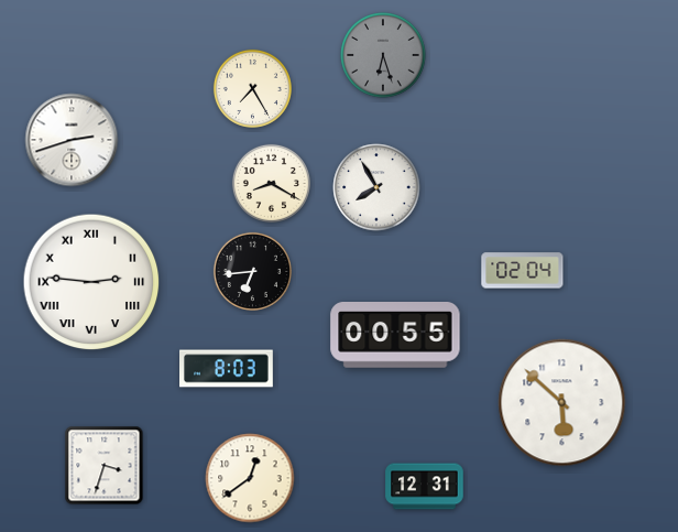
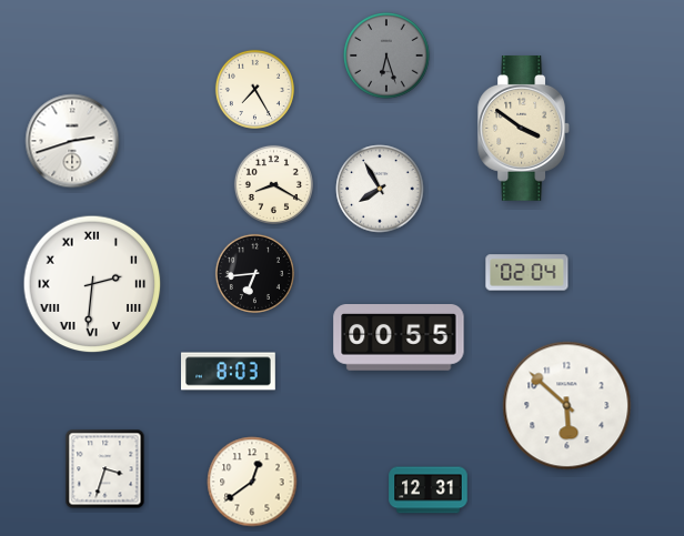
clock at (523, 129): none -> 3:51
clock at (91, 282): 2:46 -> 2:31
